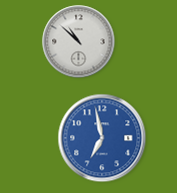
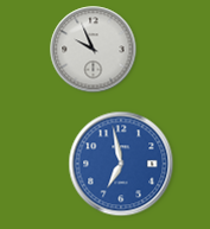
clock at (79, 42): 10:52 -> 9:56
